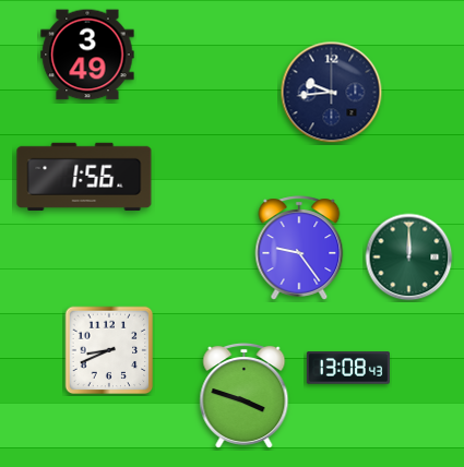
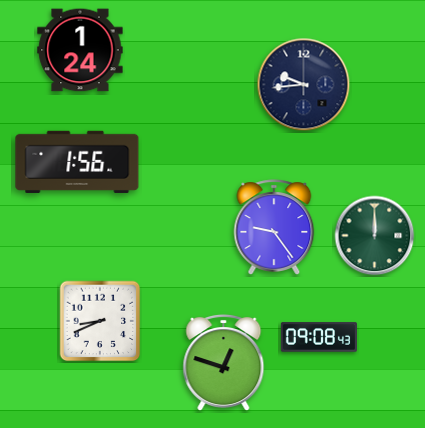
clock at (87, 55): 3:49 -> 1:24
clock at (348, 368): 13:08 -> 09:08
clock at (245, 395): 3:48 -> 12:48
